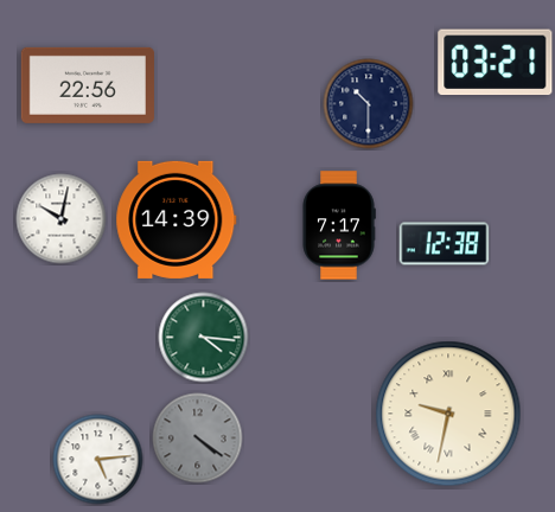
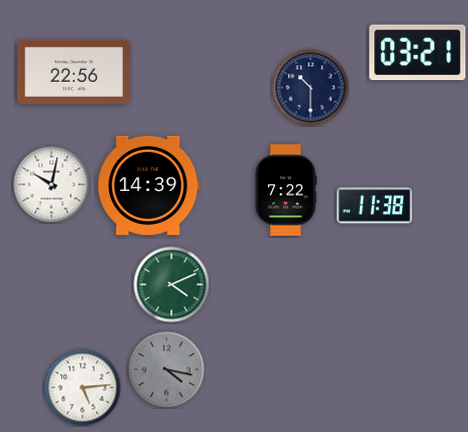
clock at (339, 225): 7:17 -> 7:22
clock at (445, 244): 12:38 -> 11:38
clock at (204, 338): 4:16 -> 4:11
clock at (448, 414): 9:32 -> none
clock at (198, 439): 4:21 -> 4:17
